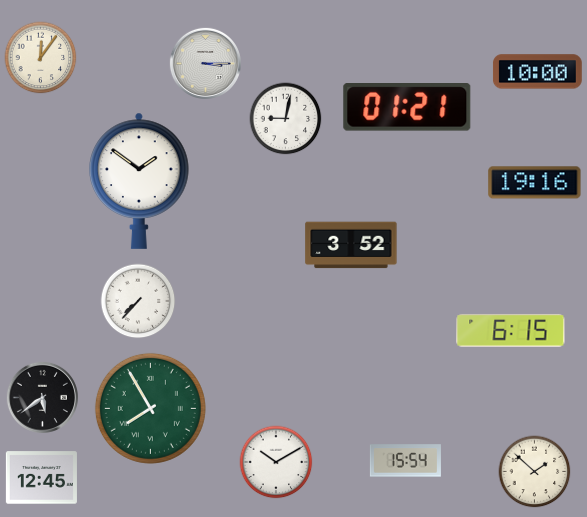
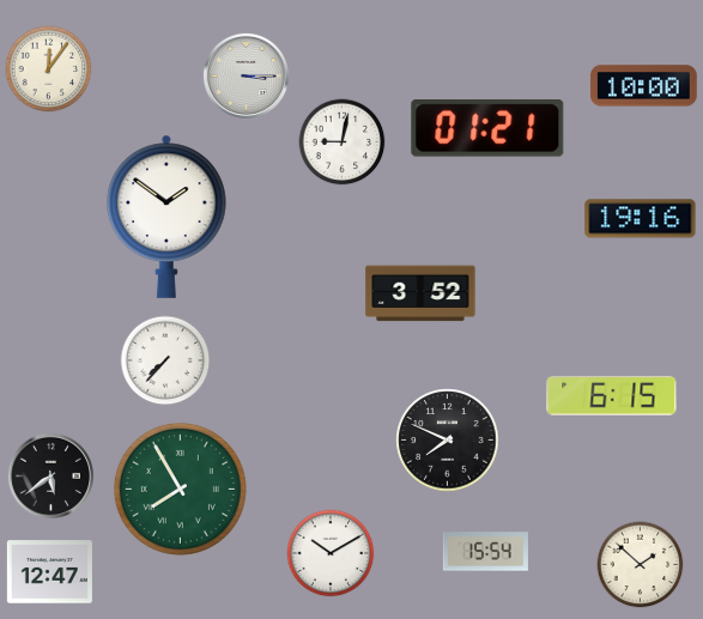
clock at (448, 441): none -> 7:49
clock at (41, 478): 12:45 -> 12:47
